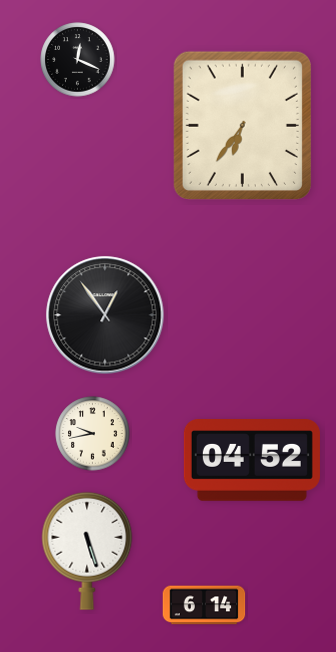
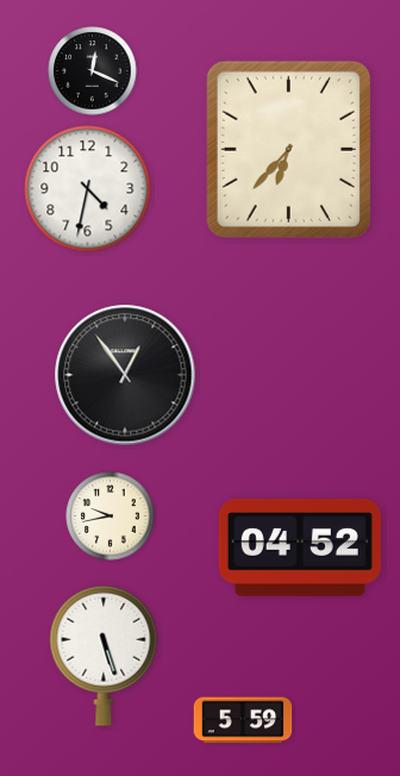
clock at (242, 125): 6:36 -> 6:37
clock at (88, 189): none -> 4:32
clock at (204, 605): 6:14 -> 5:59
